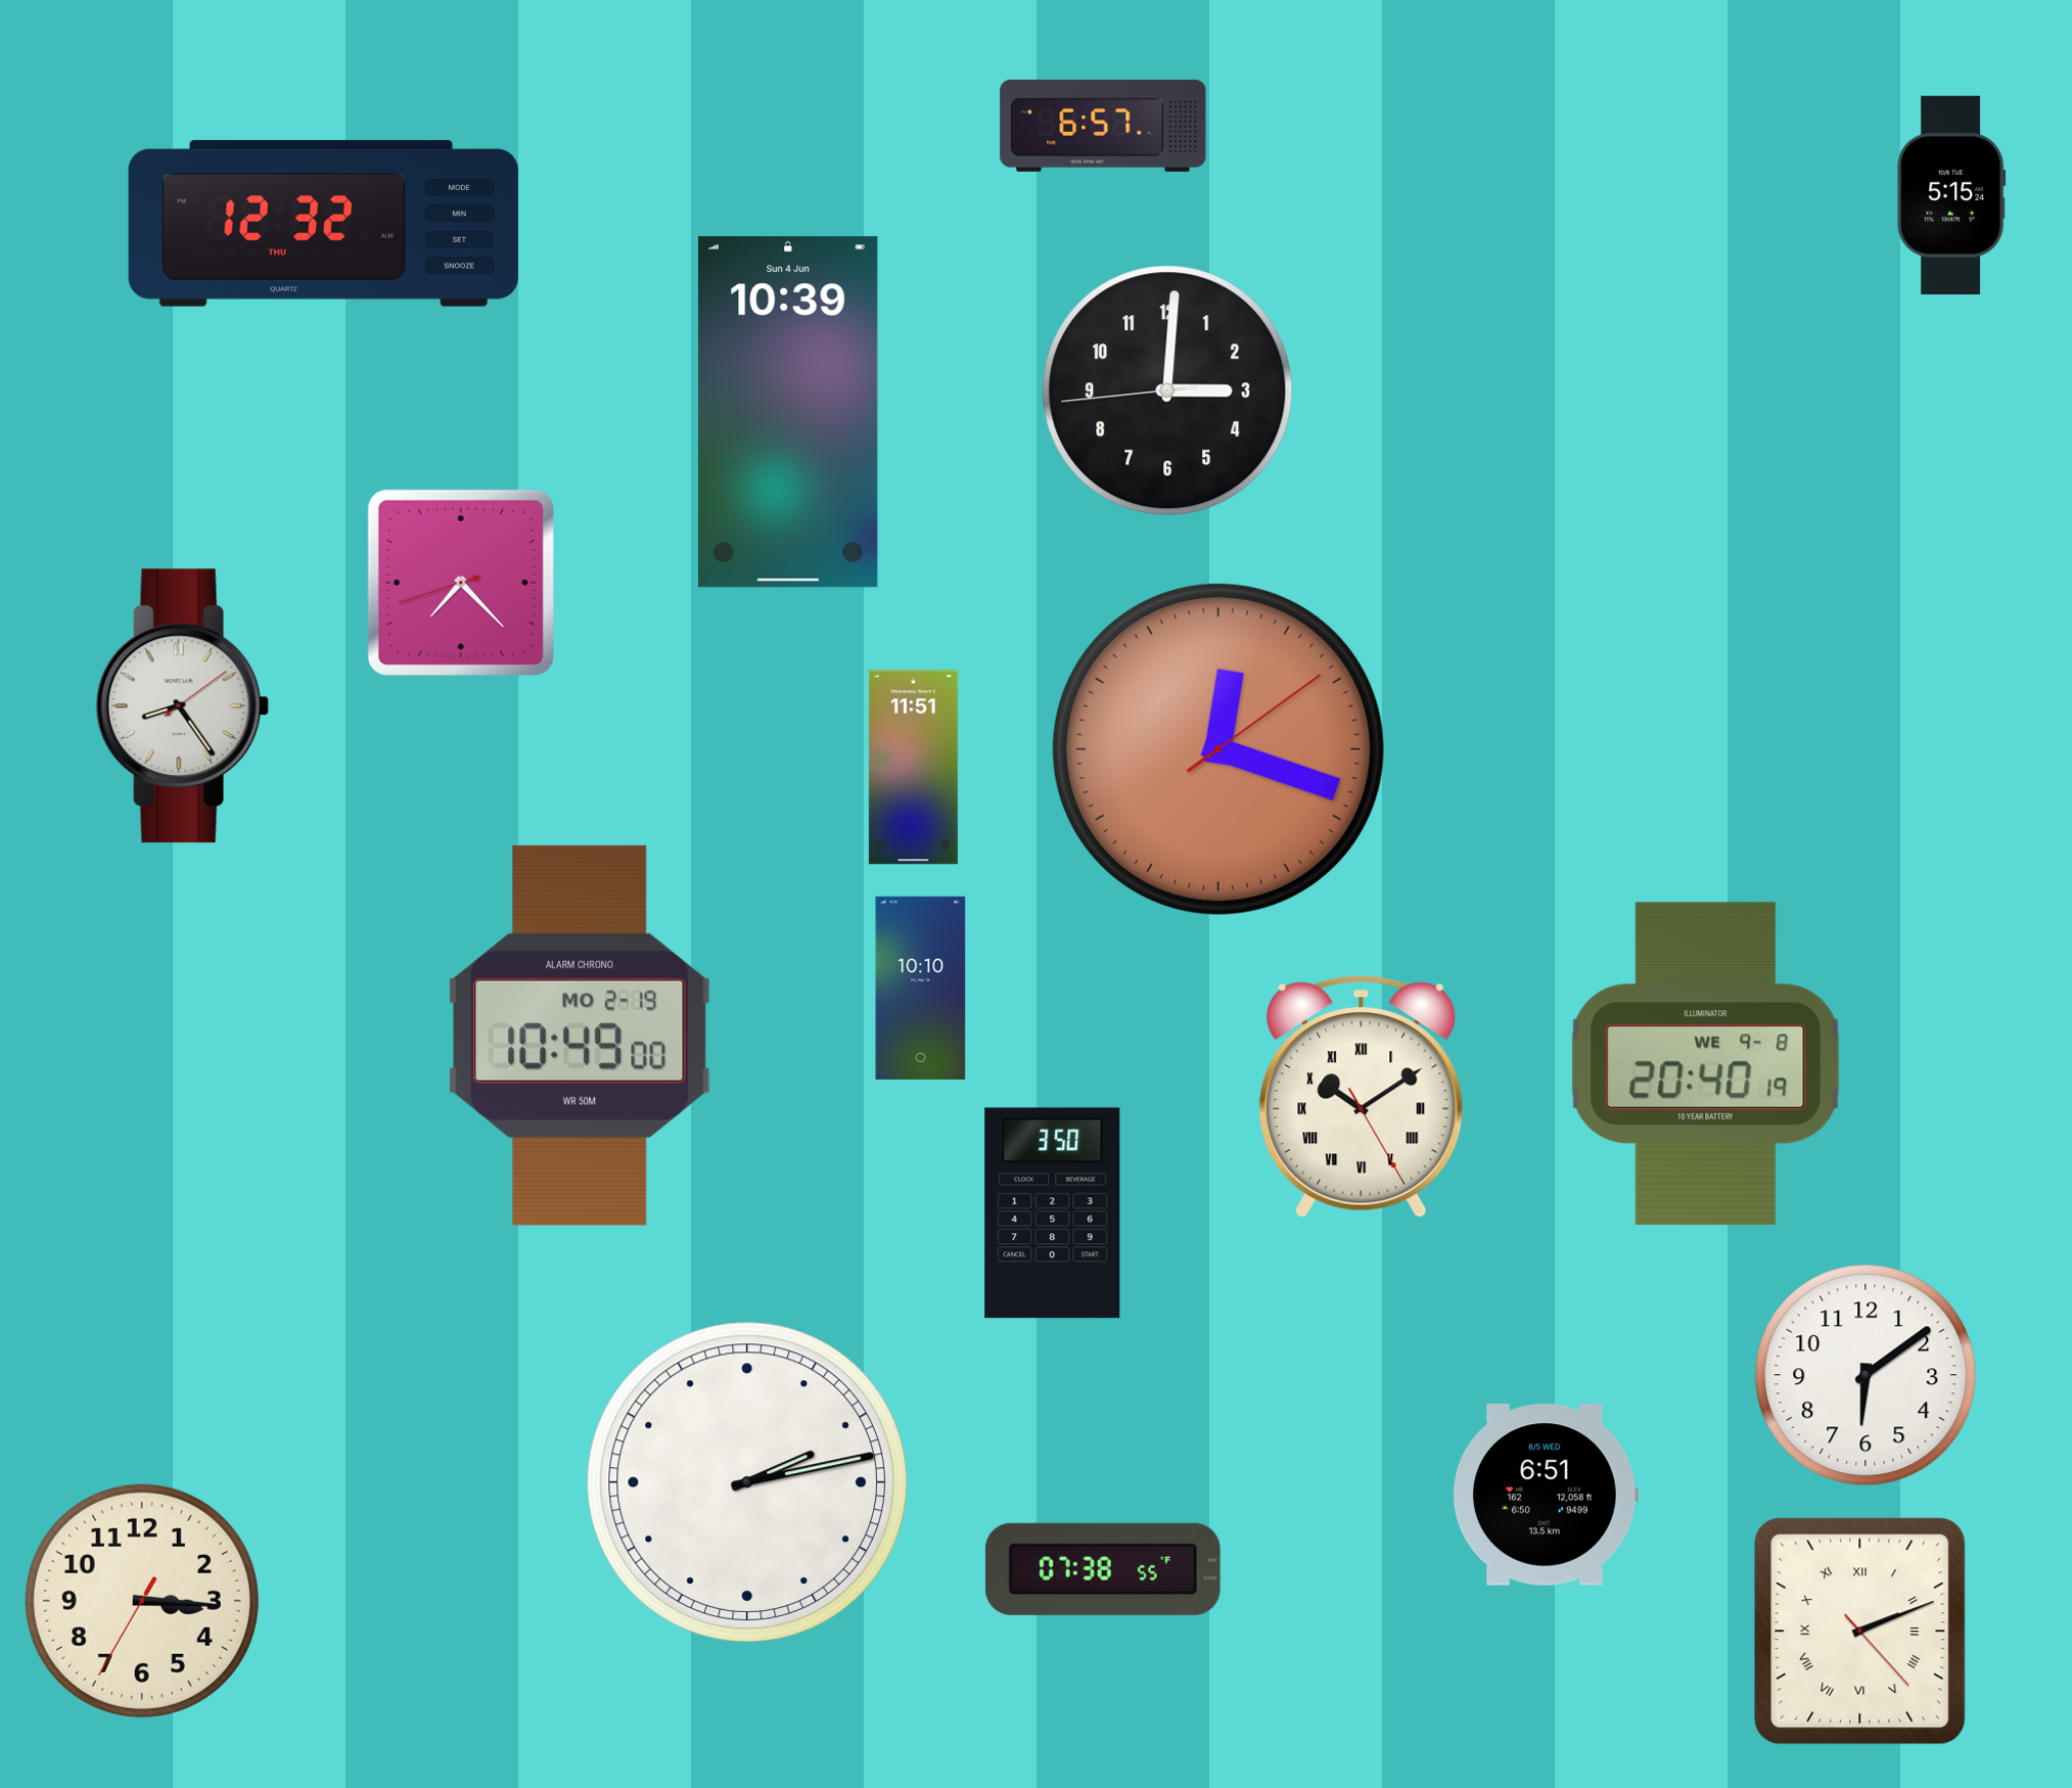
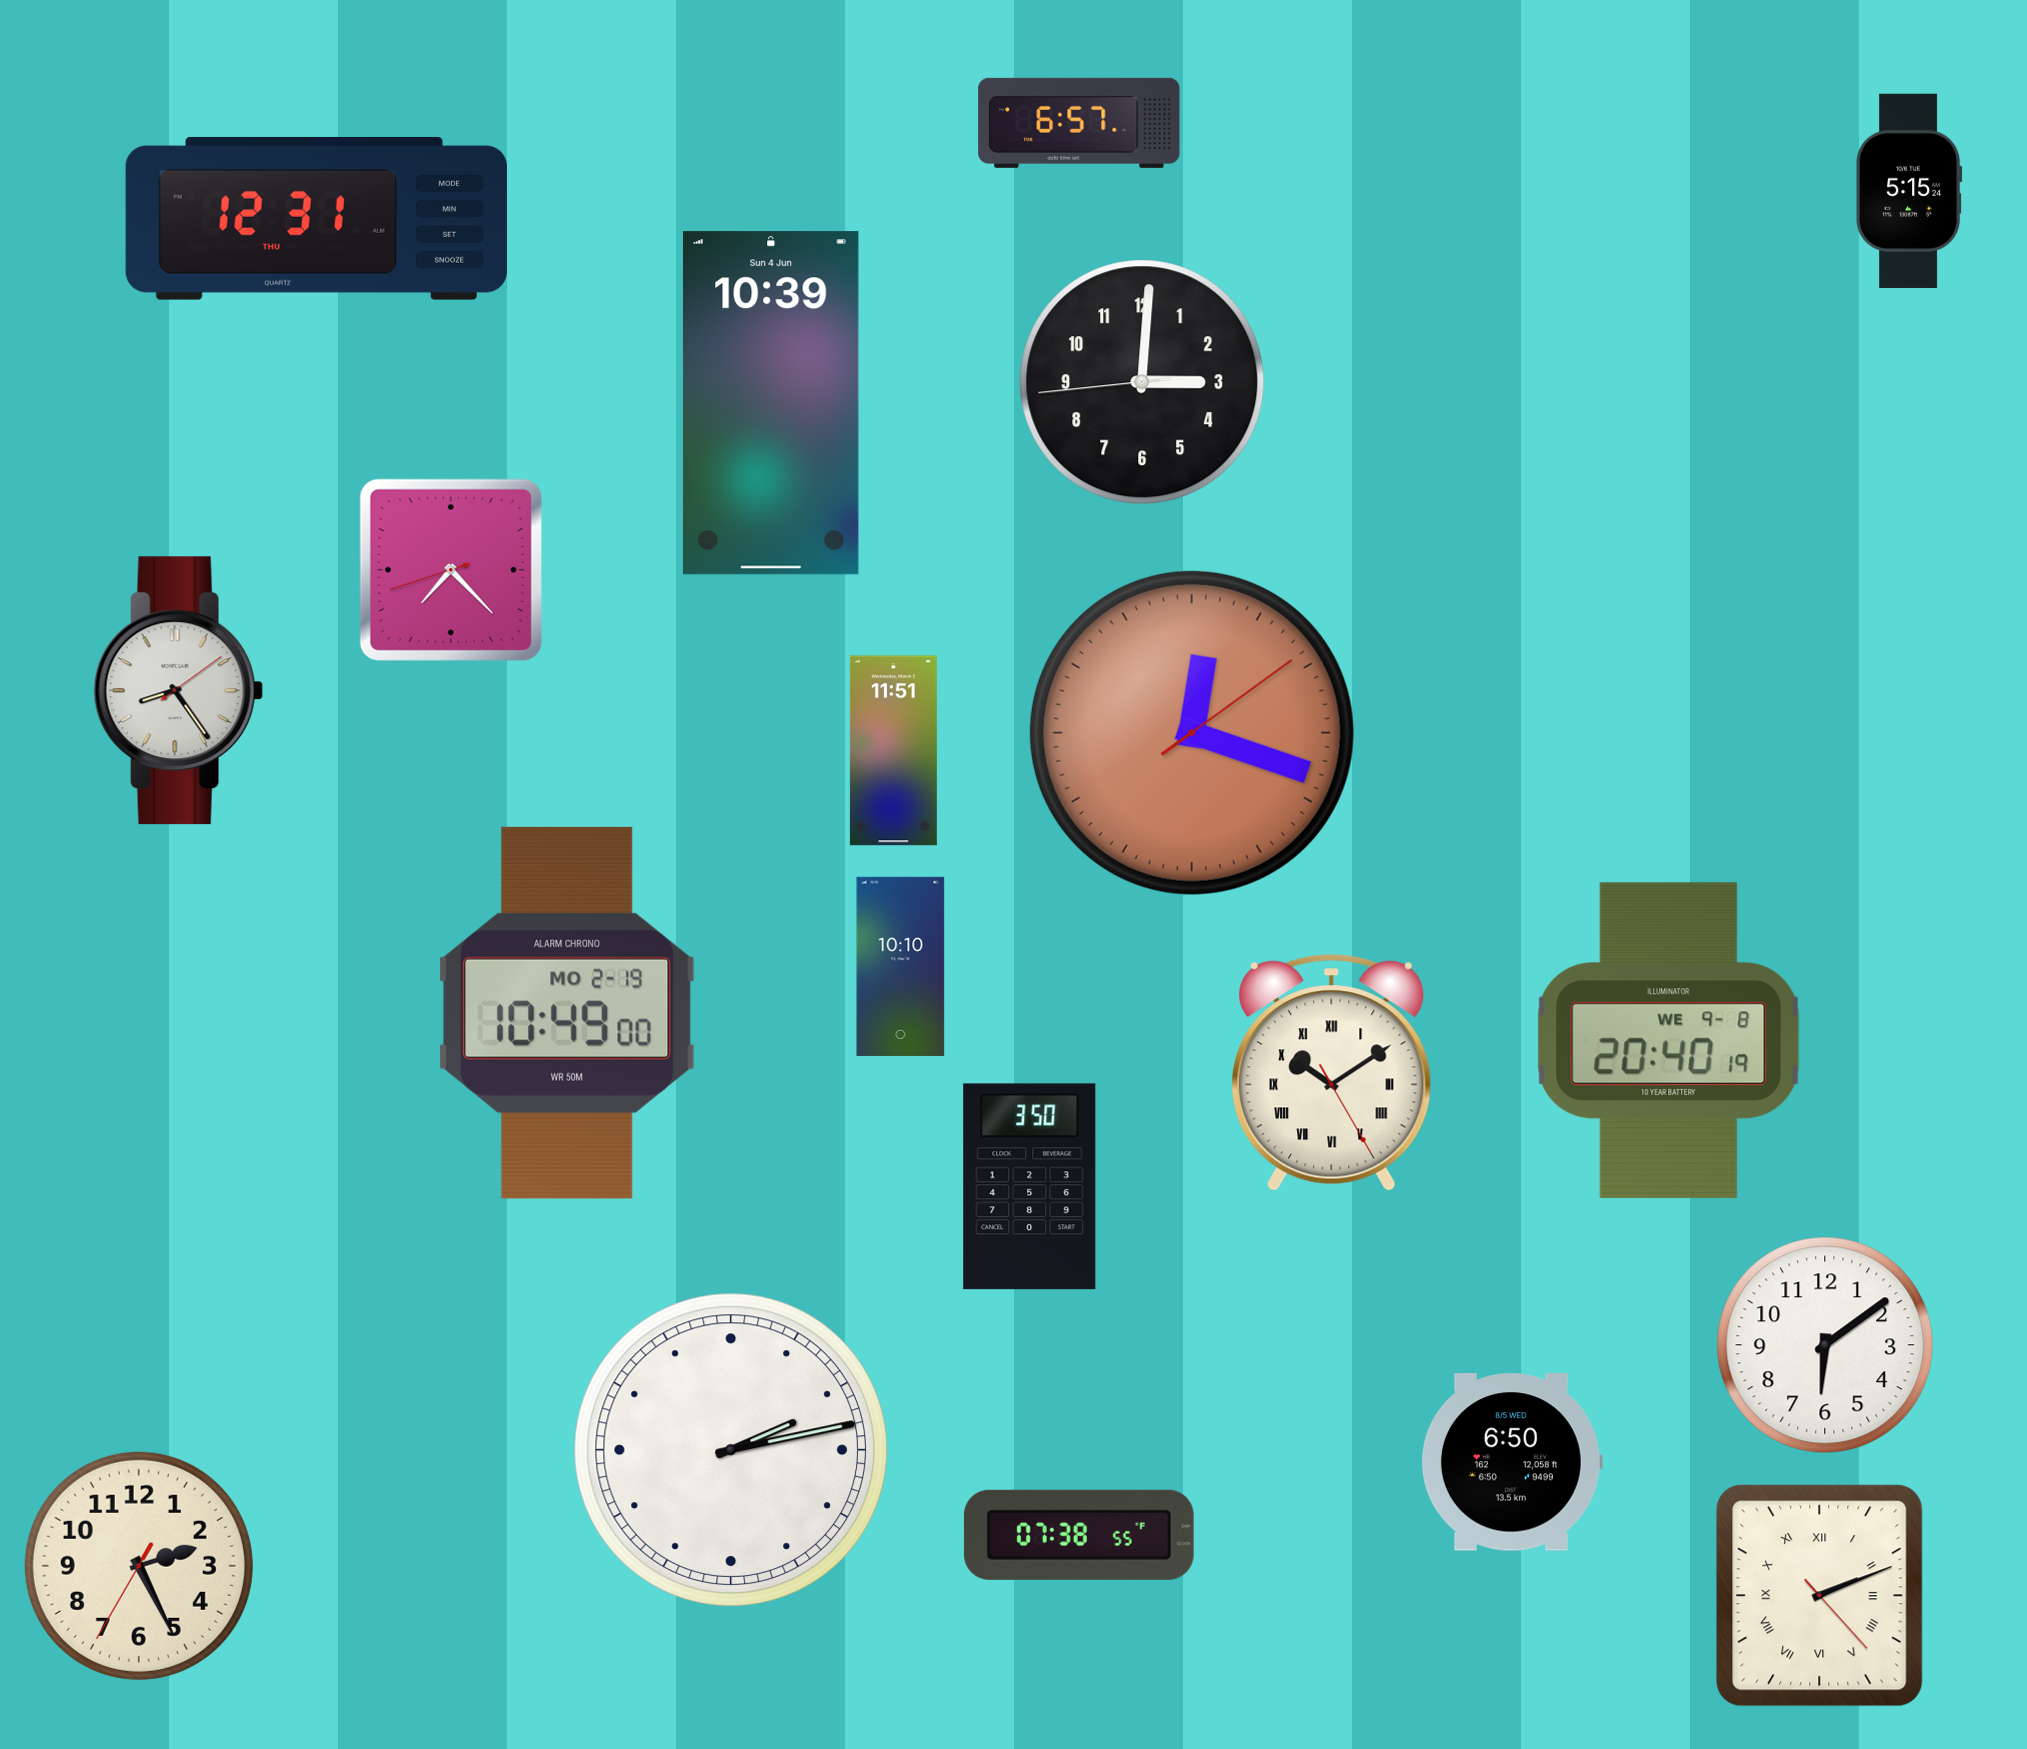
clock at (323, 223): 12:32 -> 12:31
clock at (1545, 1495): 6:51 -> 6:50
clock at (142, 1601): 3:15 -> 2:25
